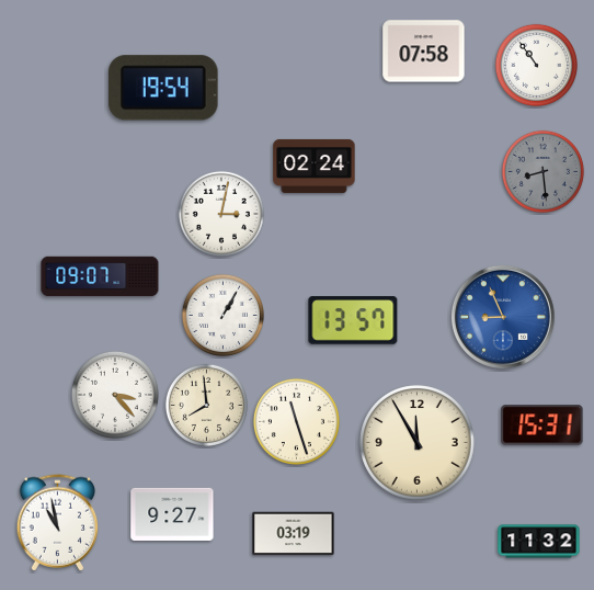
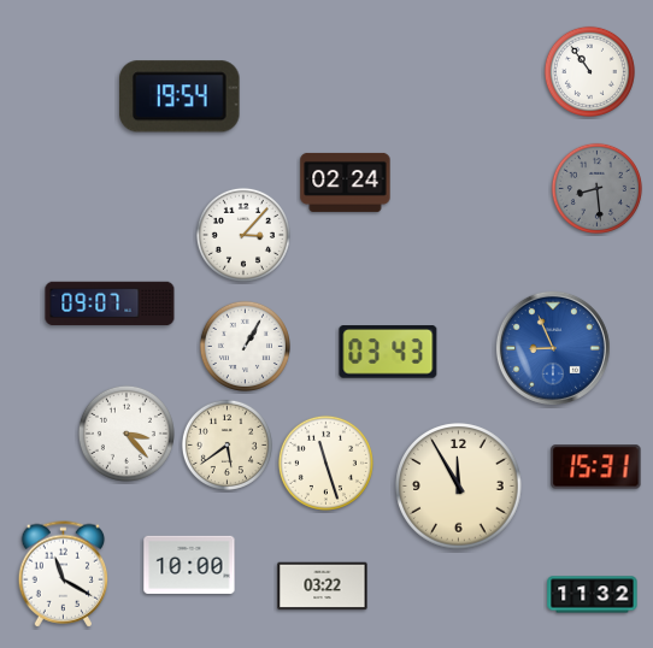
clock at (424, 52): 07:58 -> none
clock at (221, 214): 3:02 -> 3:07
clock at (353, 320): 13:57 -> 03:43
clock at (206, 405): 7:59 -> 5:39
clock at (172, 514): 9:27 -> 10:00
clock at (58, 523): 10:58 -> 11:20
clock at (294, 534): 03:19 -> 03:22
